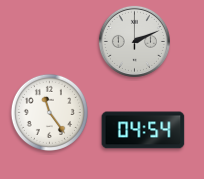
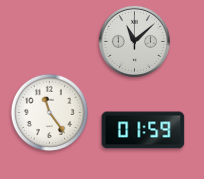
clock at (134, 41): 2:11 -> 11:08
clock at (143, 130): 04:54 -> 01:59
